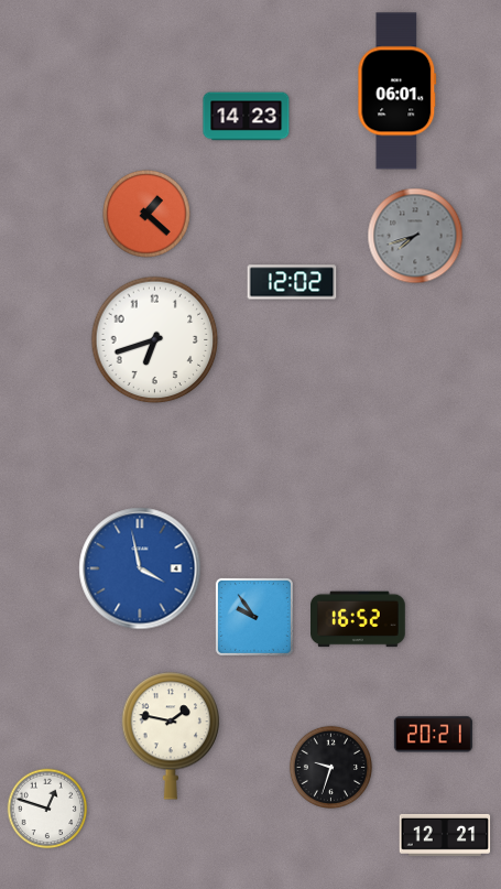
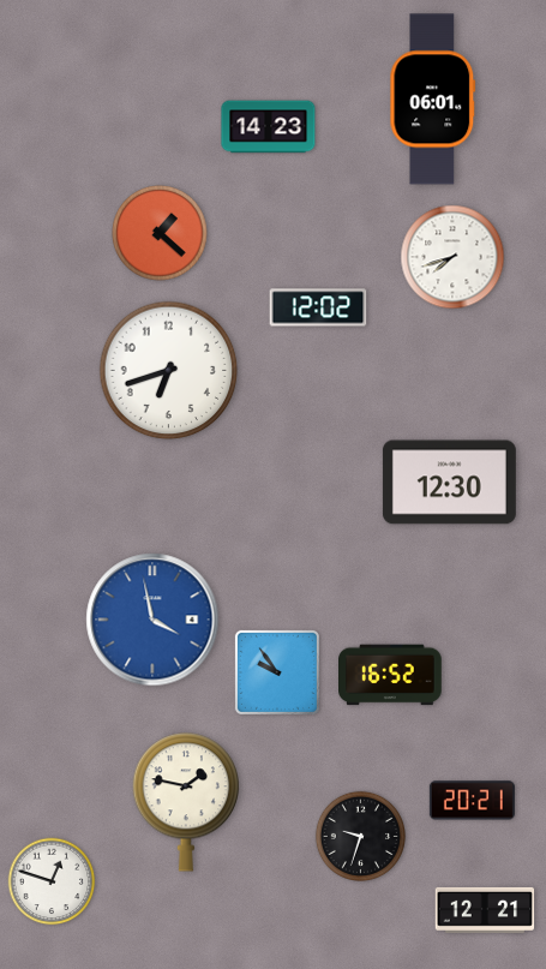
clock at (415, 236) dial: grey -> white
clock at (449, 483): none -> 12:30
